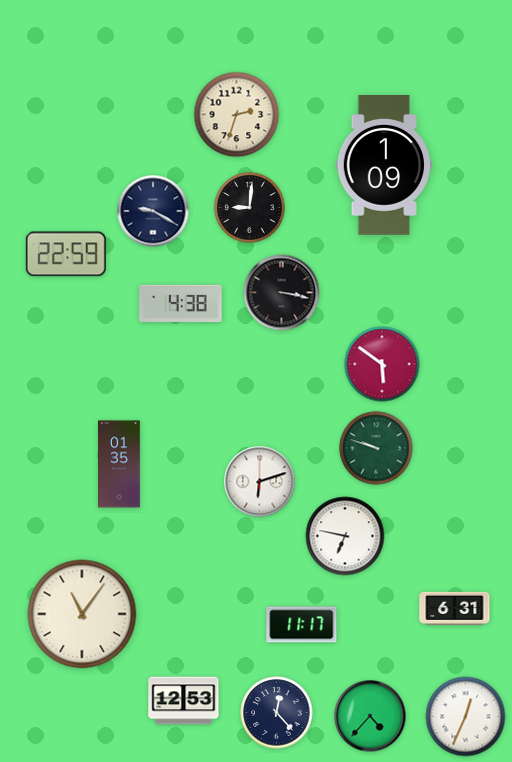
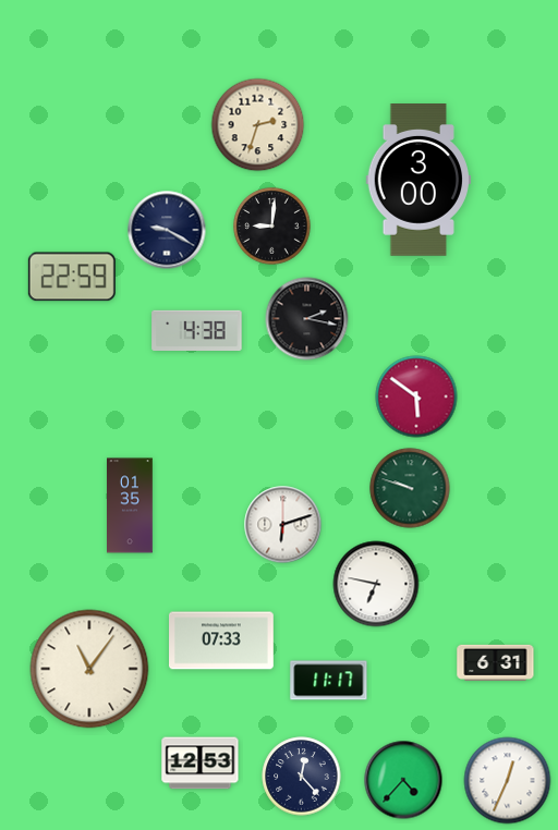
clock at (384, 166): 1:09 -> 3:00
clock at (282, 293): 3:17 -> 2:17
clock at (222, 640): none -> 07:33
